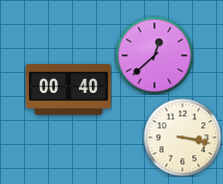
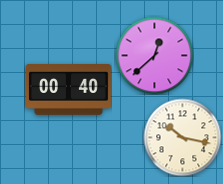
clock at (182, 137): 3:17 -> 10:17
